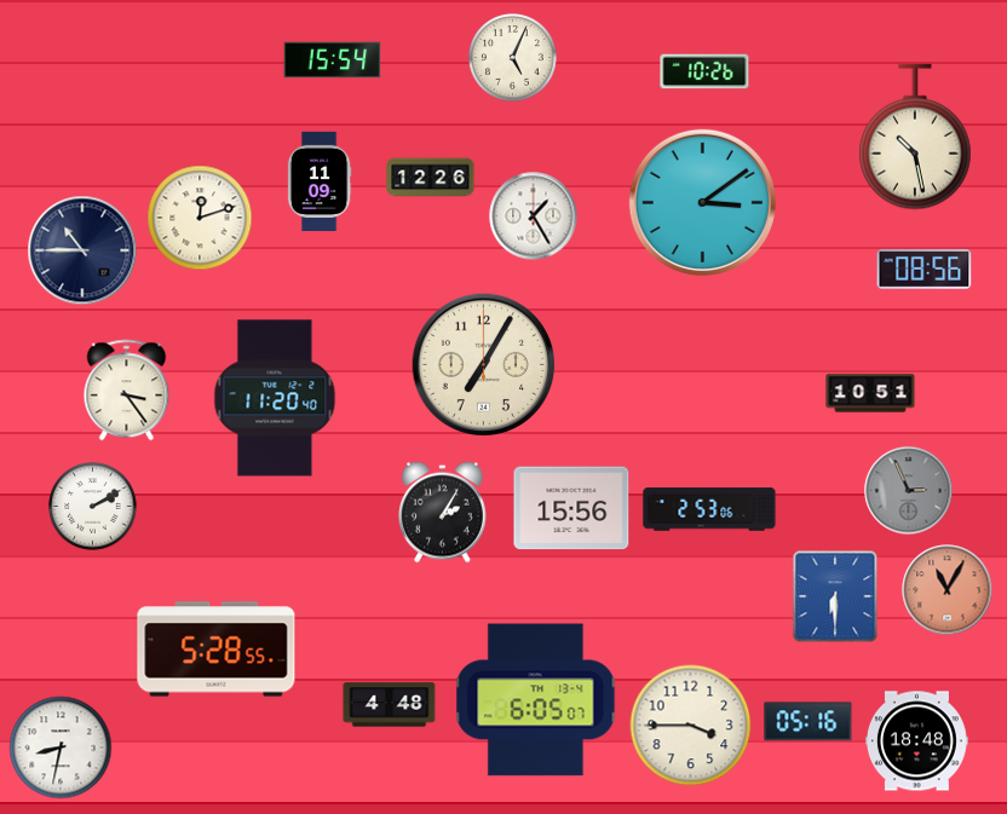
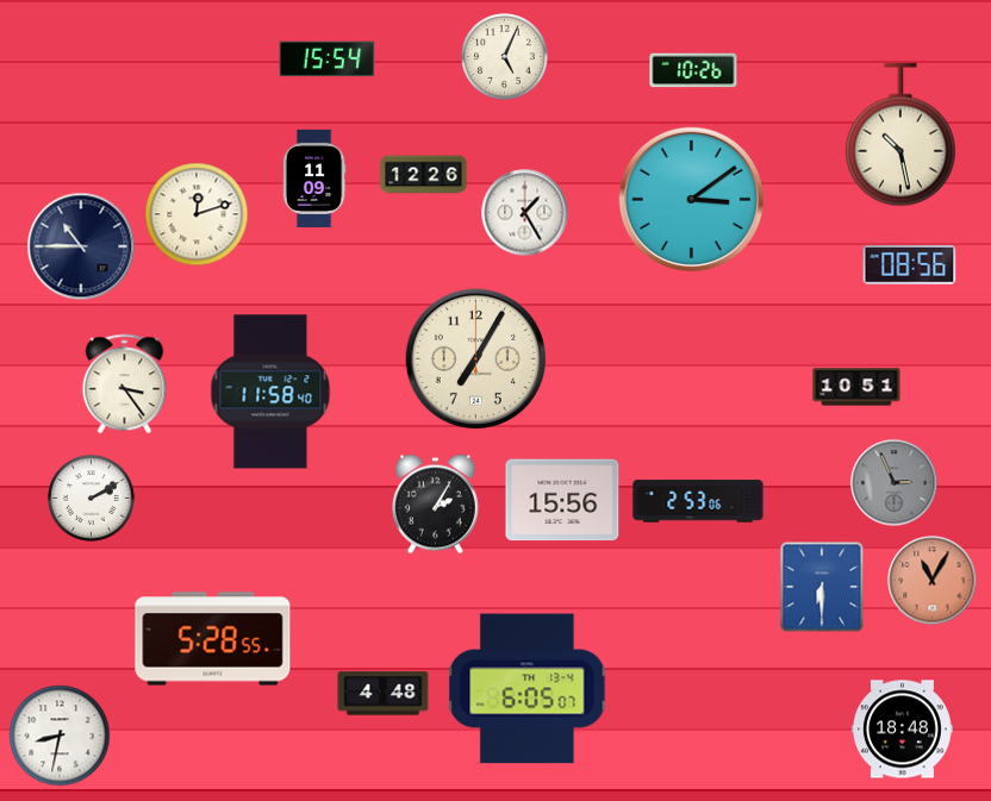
clock at (275, 398): 11:20 -> 11:58
clock at (809, 722): 05:16 -> none
clock at (691, 726): 3:45 -> none
